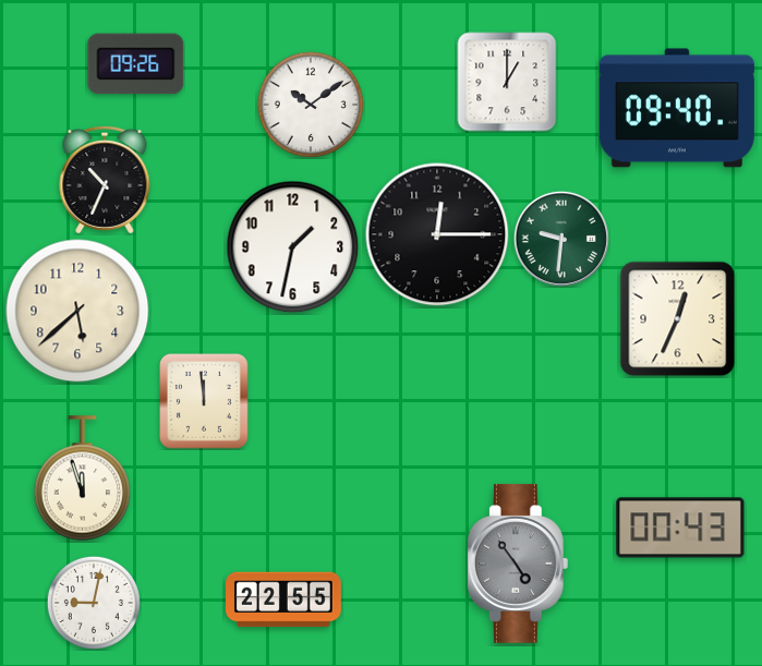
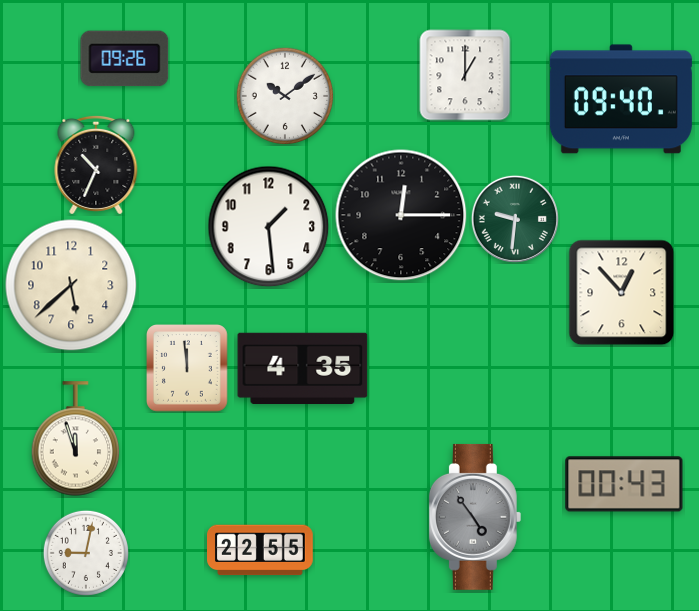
clock at (293, 247): 1:32 -> 1:29
clock at (678, 319): 12:34 -> 12:53
clock at (303, 368): none -> 4:35
